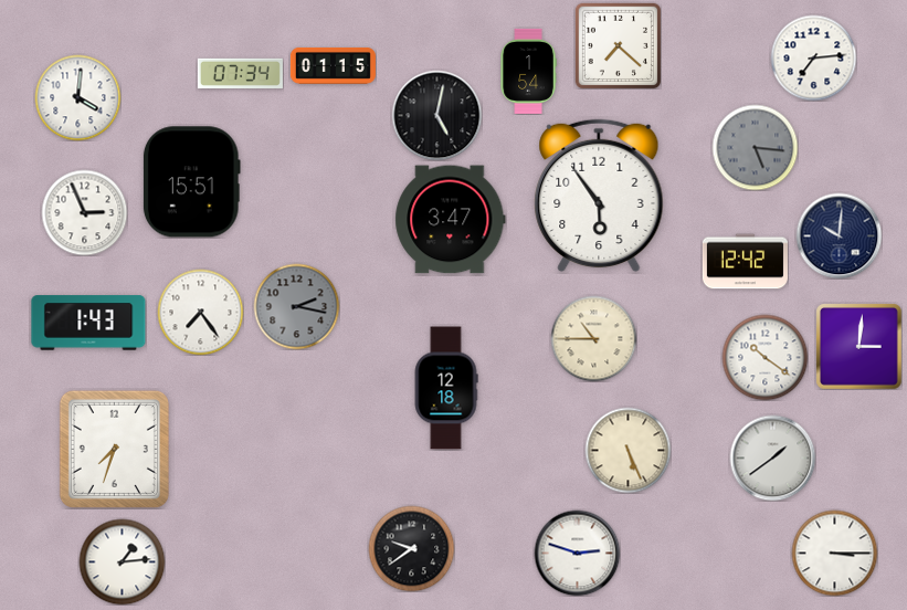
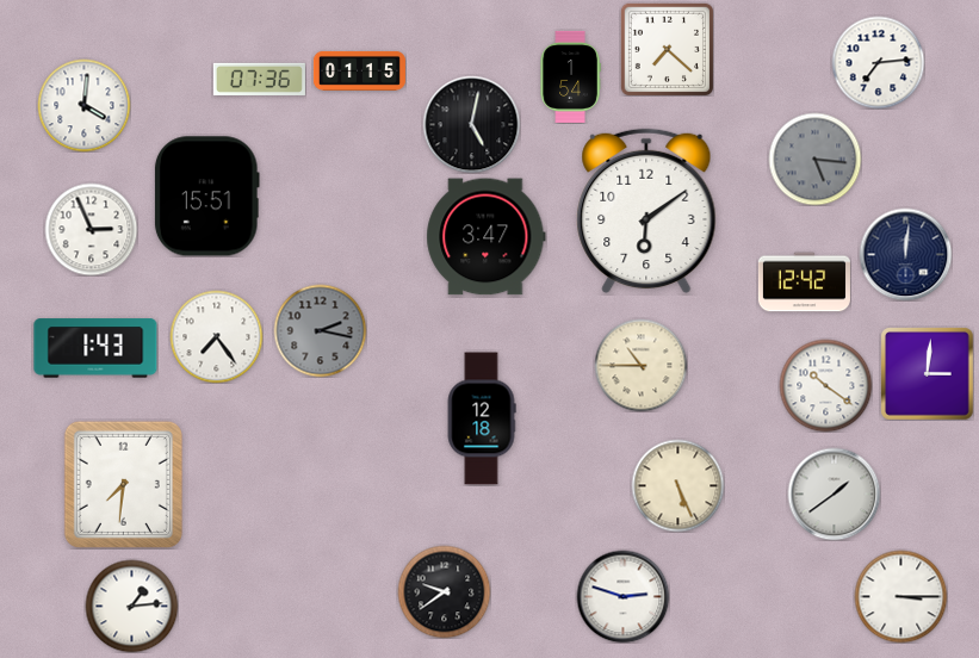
clock at (240, 73): 07:34 -> 07:36
clock at (599, 196): 5:54 -> 6:09
clock at (839, 235): 10:01 -> 12:01
clock at (114, 449): 7:33 -> 7:31
